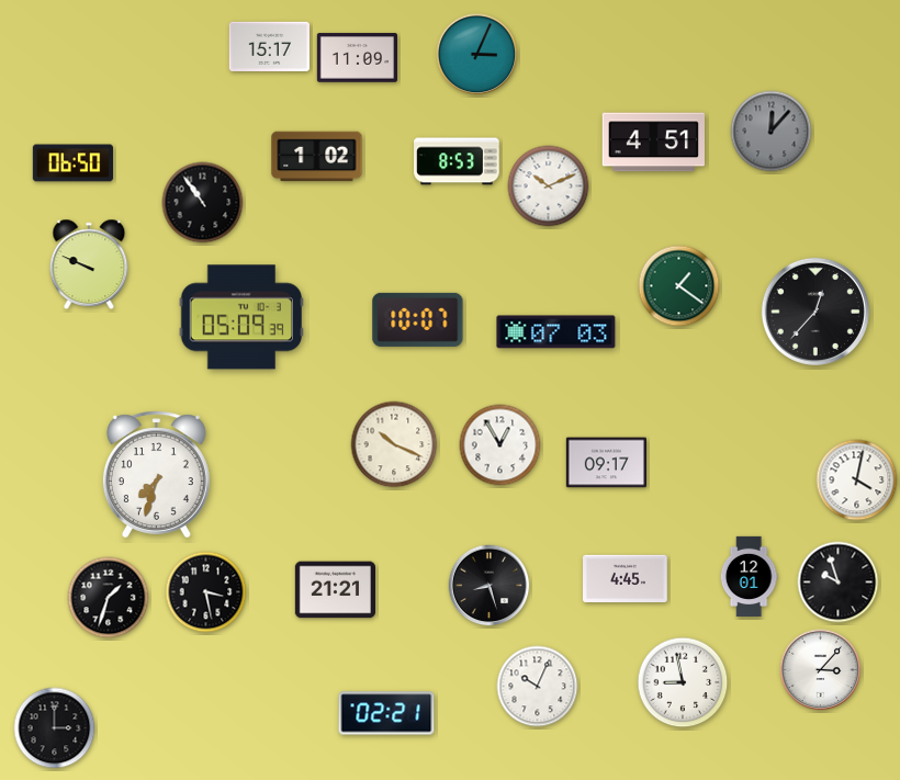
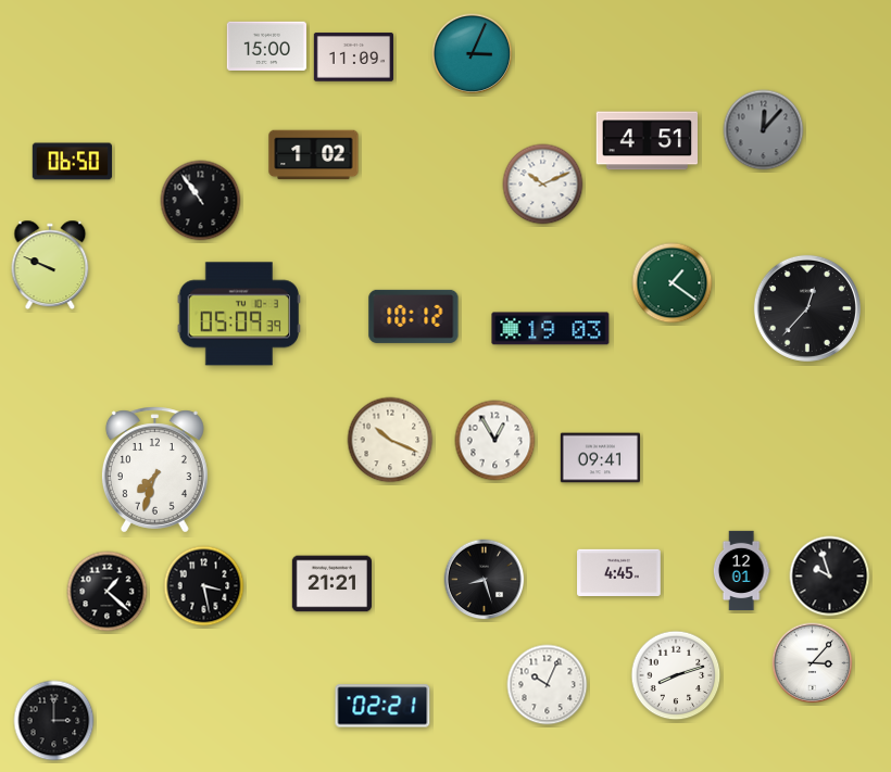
clock at (269, 46): 15:17 -> 15:00
clock at (457, 161): 8:53 -> none
clock at (89, 263) position: (89, 263) -> (50, 264)
clock at (418, 319): 10:07 -> 10:12
clock at (556, 332): 07:03 -> 19:03
clock at (606, 463): 09:17 -> 09:41
clock at (857, 481): 4:02 -> none
clock at (109, 598): 1:33 -> 1:22
clock at (683, 682): 8:58 -> 8:12
clock at (538, 687) position: (538, 687) -> (548, 685)
